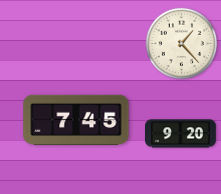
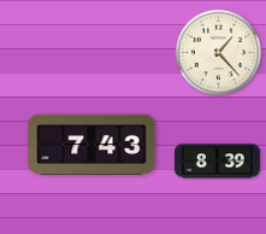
clock at (76, 120): 7:45 -> 7:43
clock at (181, 134): 9:20 -> 8:39
